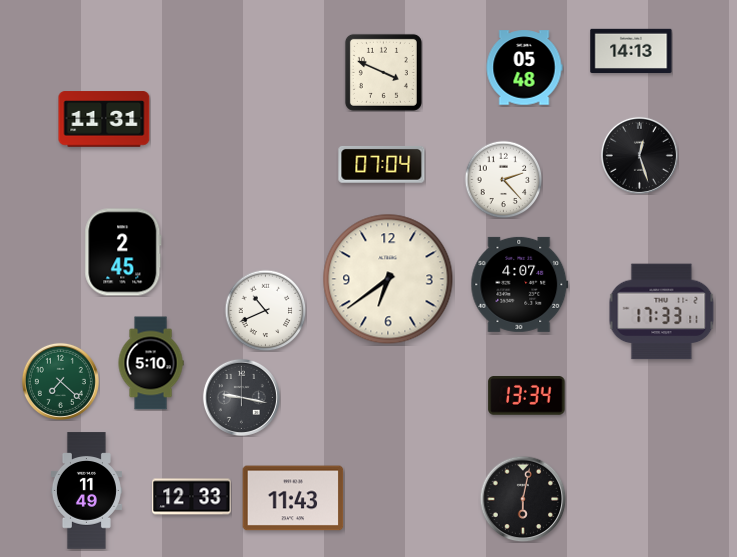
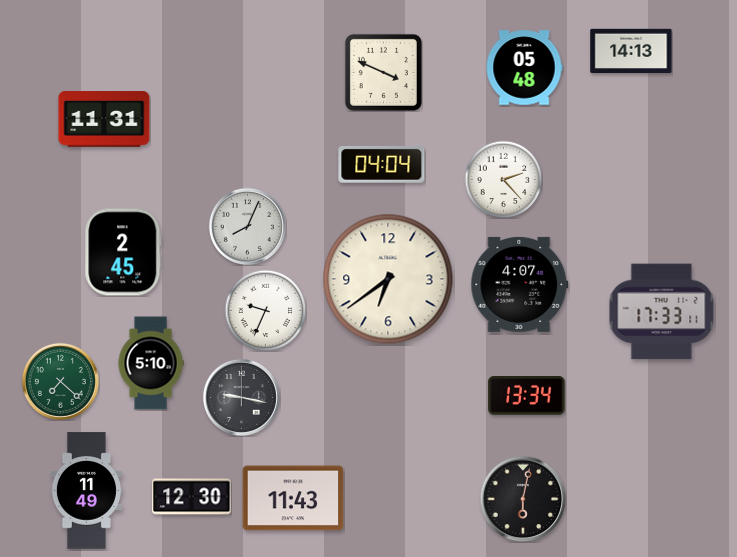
clock at (639, 155): 12:27 -> none
clock at (382, 165): 07:04 -> 04:04
clock at (247, 226): none -> 8:04
clock at (265, 310): 10:41 -> 9:34
clock at (192, 497): 12:33 -> 12:30
